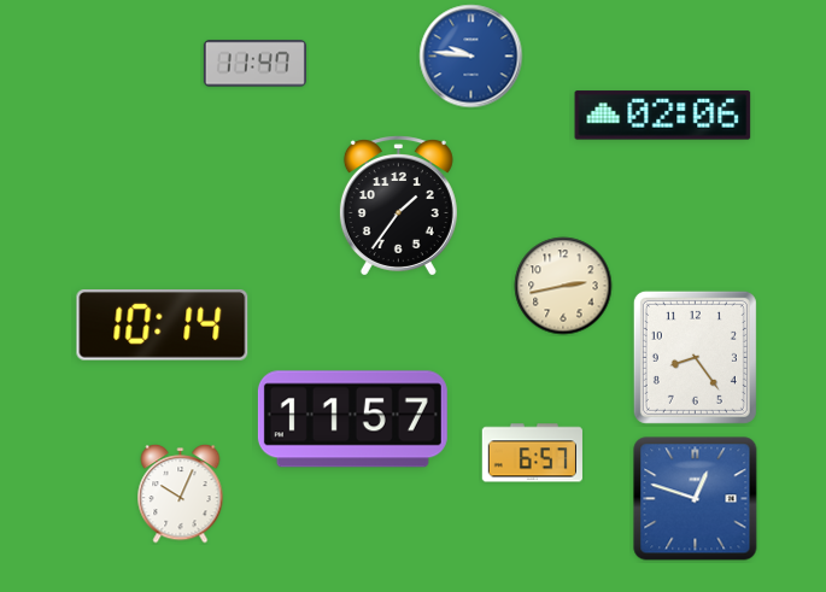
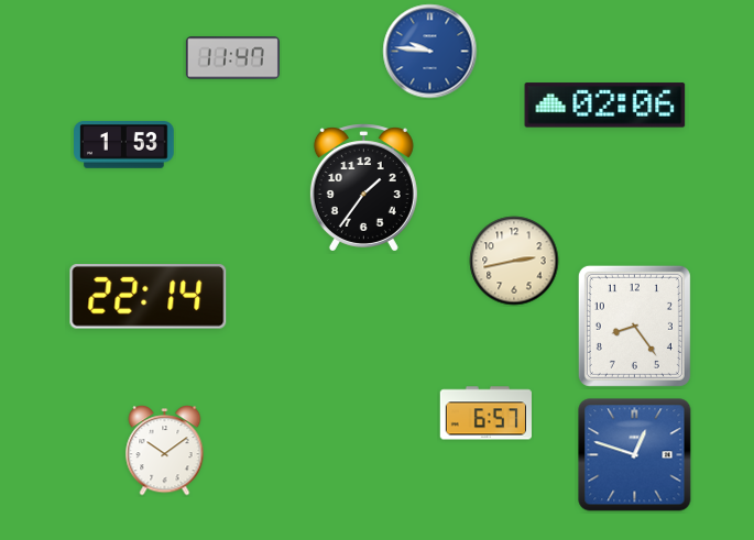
clock at (124, 145): none -> 1:53
clock at (163, 326): 10:14 -> 22:14
clock at (352, 420): 11:57 -> none
clock at (181, 494): 10:04 -> 10:09
